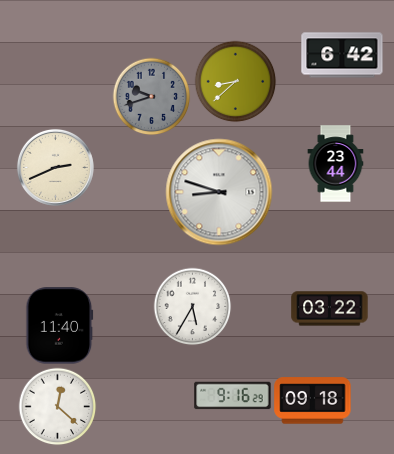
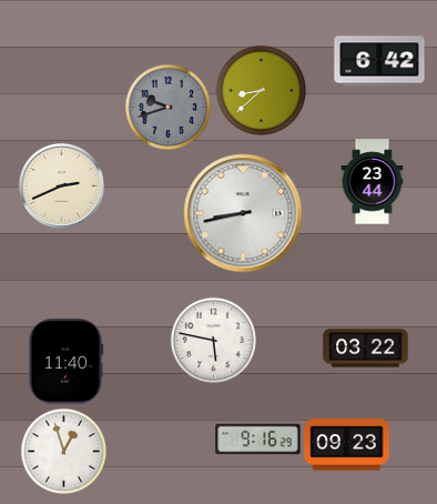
clock at (219, 192): 8:48 -> 8:43
clock at (192, 306): 5:35 -> 5:47
clock at (330, 309) position: (330, 309) -> (366, 349)
clock at (313, 401): 09:18 -> 09:23
clock at (57, 406): 12:22 -> 12:57
